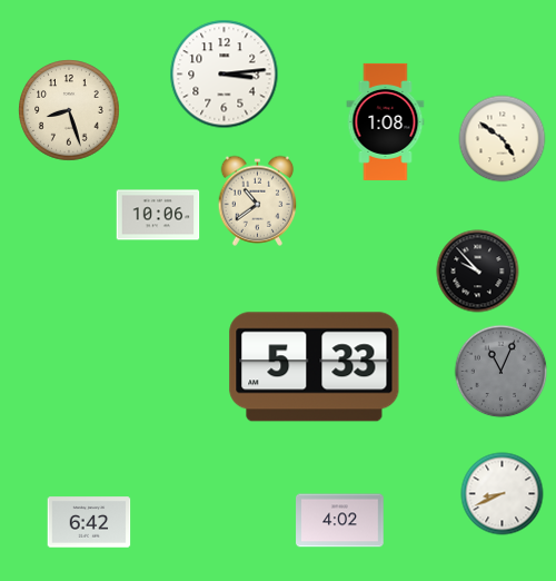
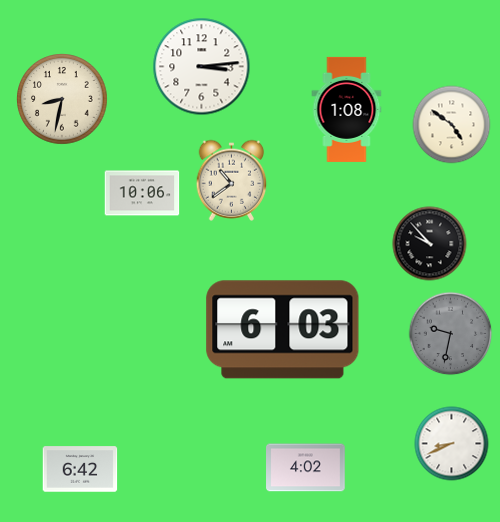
clock at (69, 110): 8:27 -> 8:32
clock at (315, 367): 5:33 -> 6:03
clock at (502, 372): 11:04 -> 9:32
